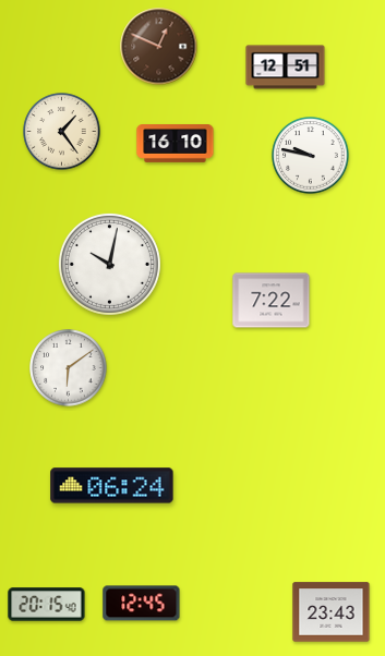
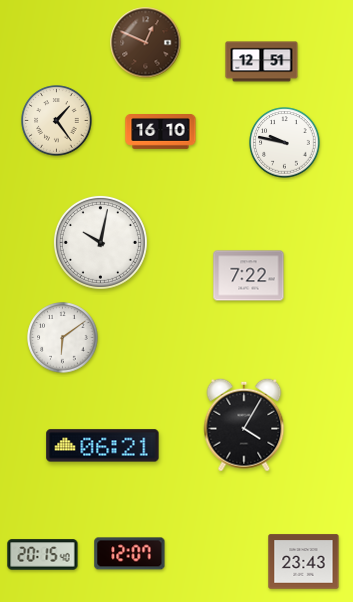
clock at (244, 425): none -> 4:05
clock at (112, 486): 06:24 -> 06:21
clock at (142, 604): 12:45 -> 12:07
